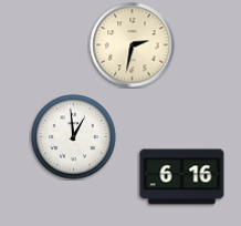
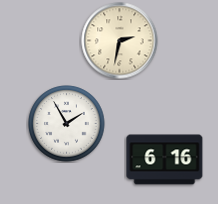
clock at (74, 137): 12:59 -> 1:55
